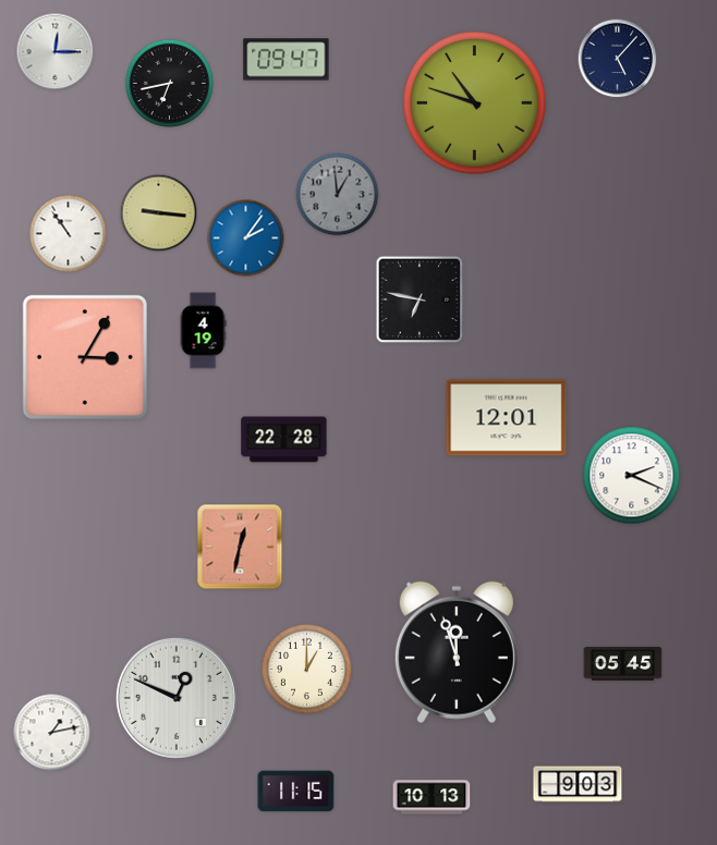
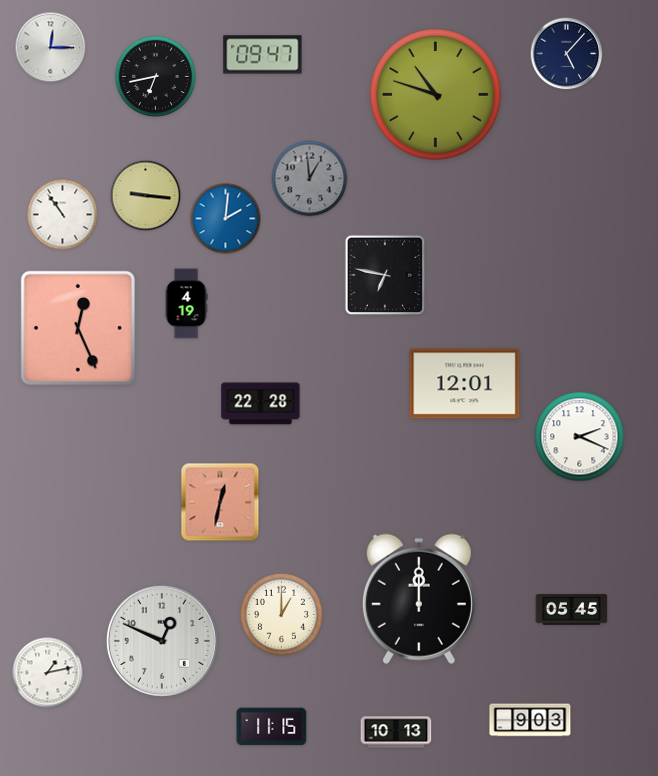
clock at (246, 238): 2:06 -> 2:01
clock at (85, 357): 3:05 -> 12:26
clock at (457, 652): 11:57 -> 12:00
